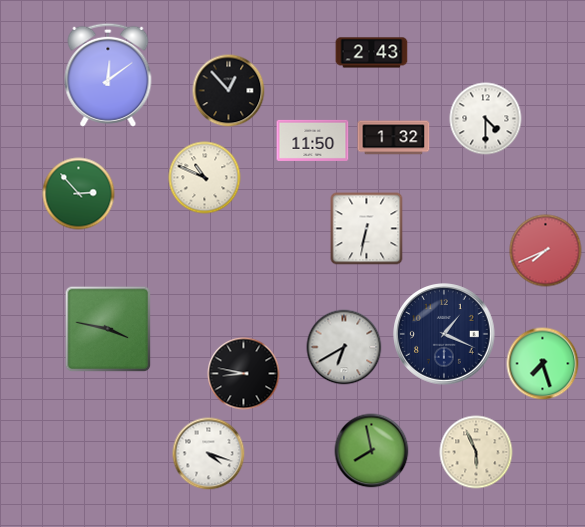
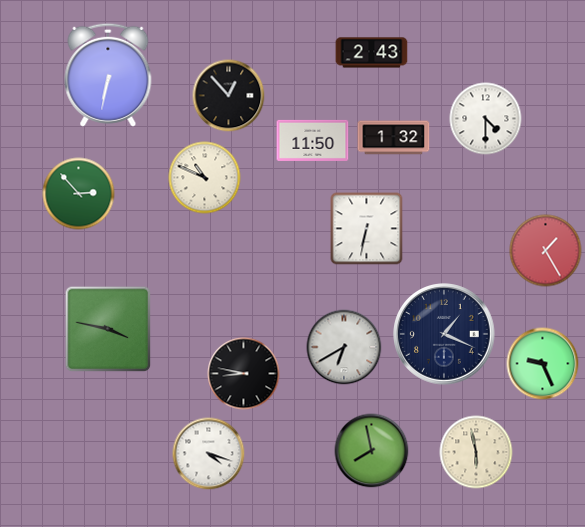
clock at (108, 75): 12:09 -> 6:32
clock at (229, 91) position: (229, 91) -> (229, 96)
clock at (546, 251): 7:41 -> 1:25
clock at (543, 364): 7:27 -> 9:26
clock at (476, 452): 5:56 -> 5:58
